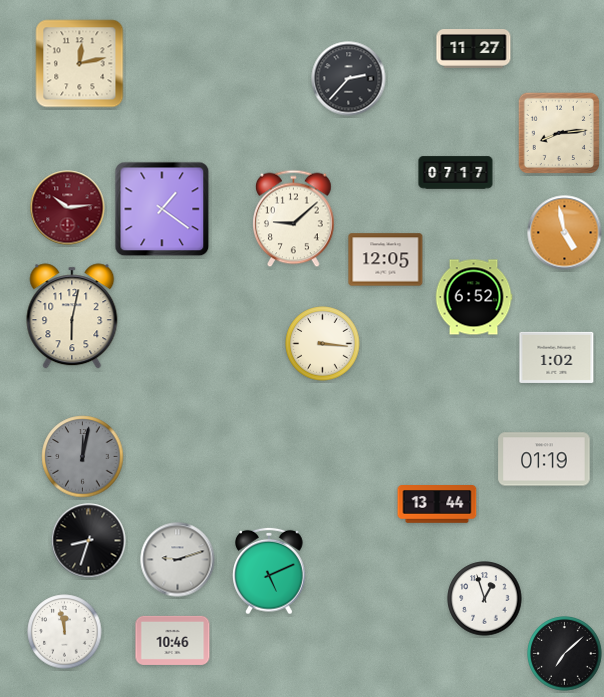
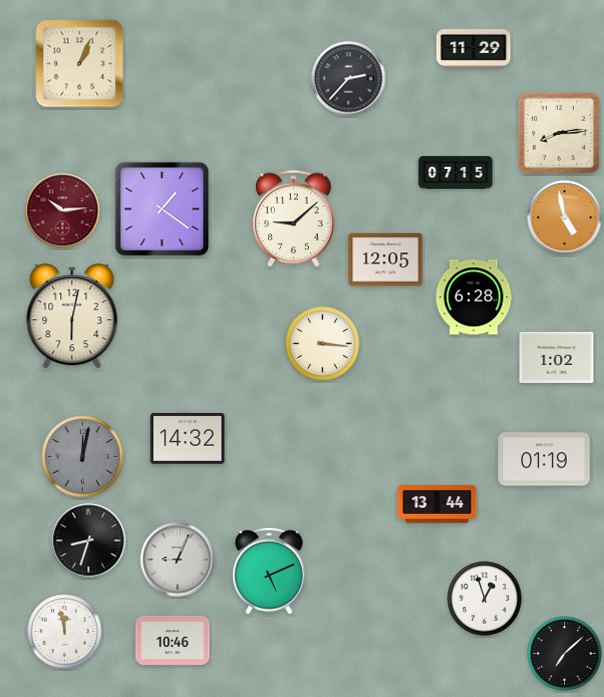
clock at (474, 49): 11:27 -> 11:29
clock at (80, 64): 12:13 -> 1:04
clock at (456, 173): 07:17 -> 07:15
clock at (68, 208) position: (68, 208) -> (63, 211)
clock at (565, 233) position: (565, 233) -> (565, 218)
clock at (474, 297): 6:52 -> 6:28
clock at (188, 438): none -> 14:32
clock at (178, 560): 9:12 -> 9:04
